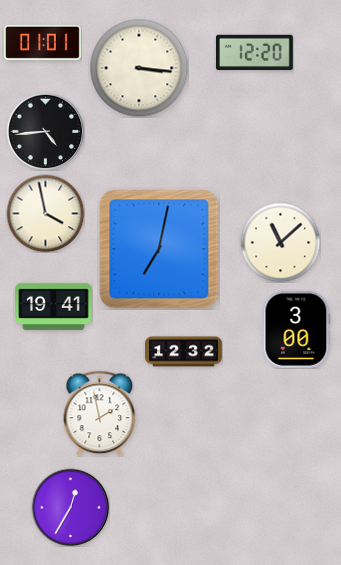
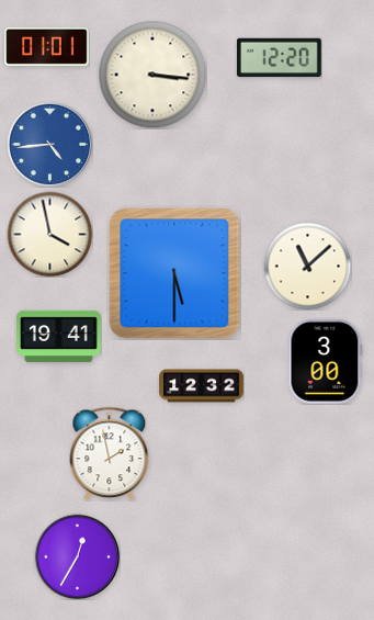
clock at (45, 131) dial: black -> blue
clock at (159, 249): 7:02 -> 5:30
